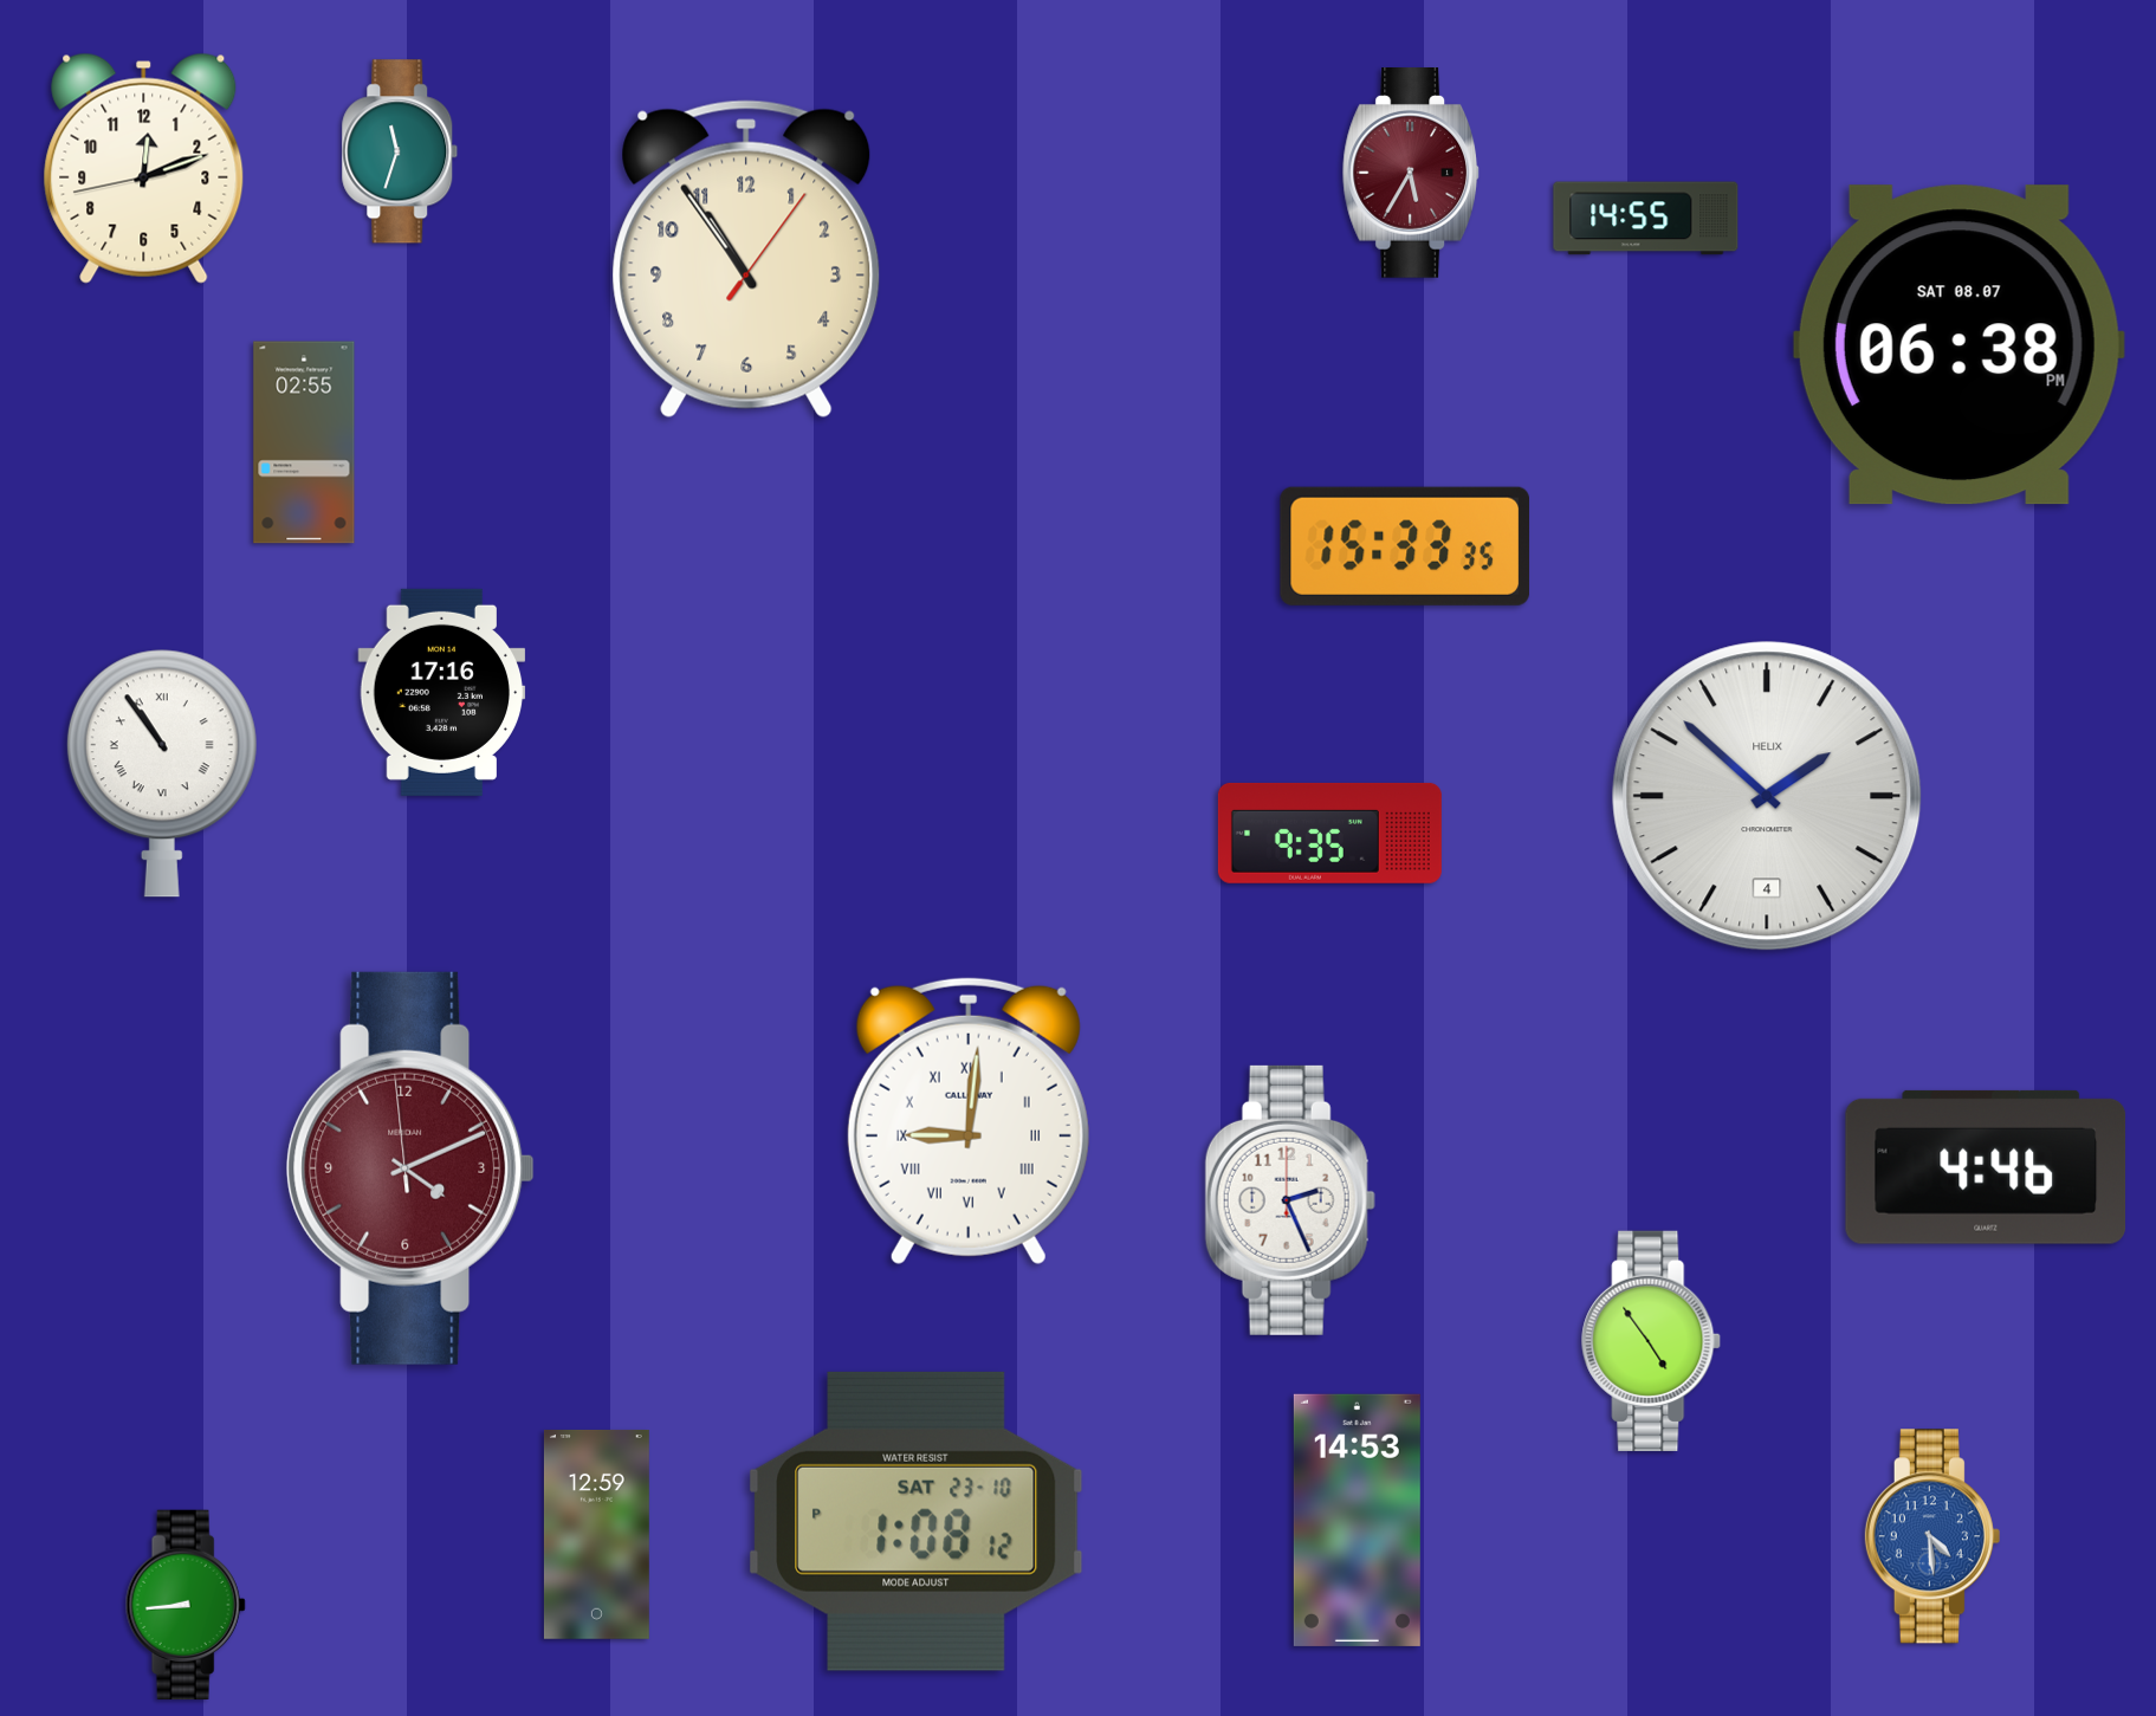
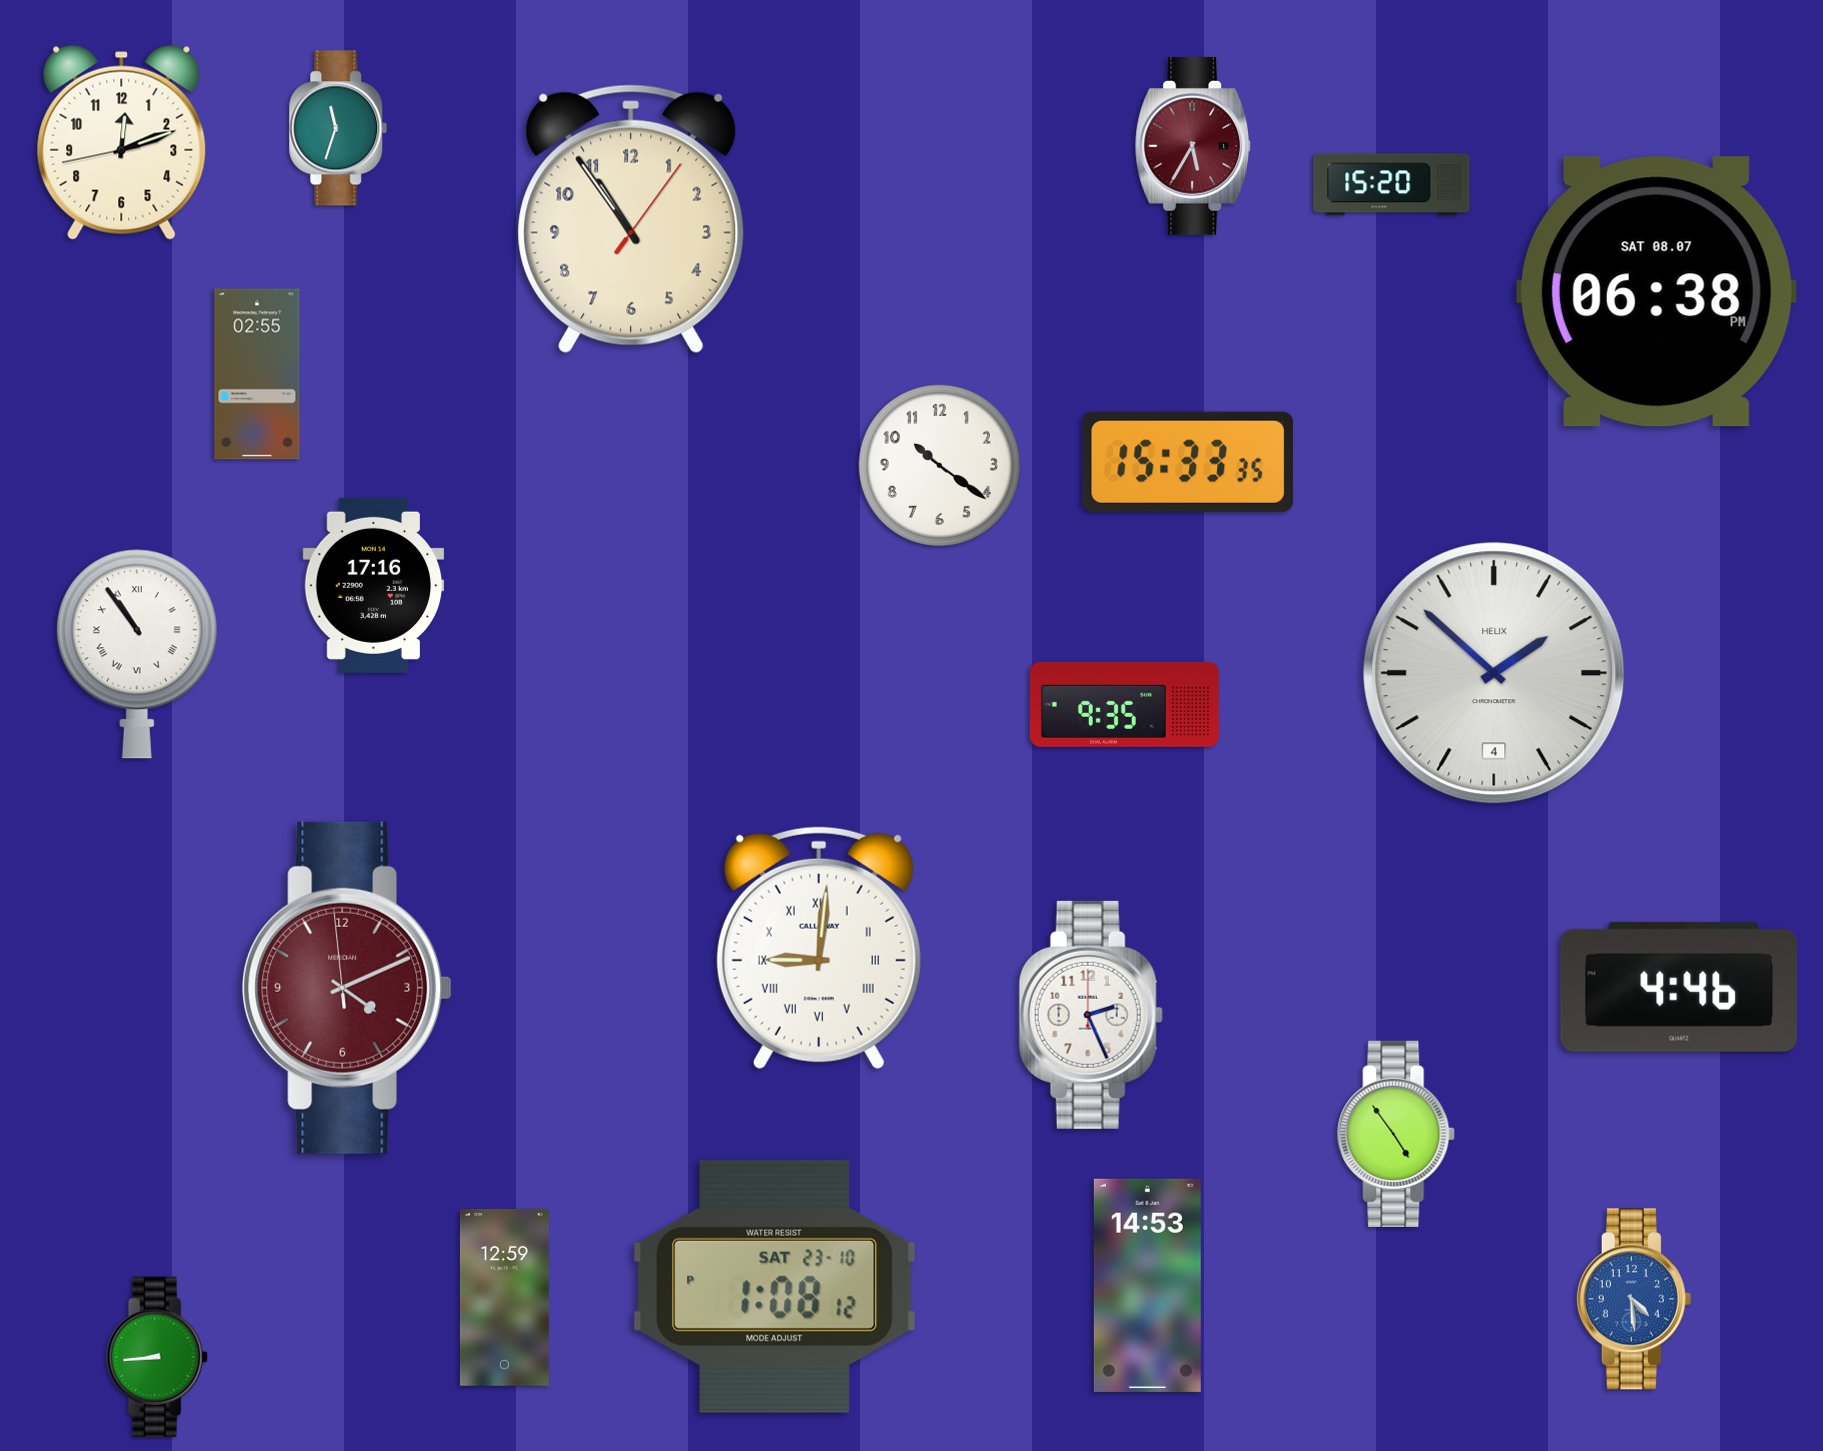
clock at (1646, 219): 14:55 -> 15:20
clock at (939, 465): none -> 10:21
